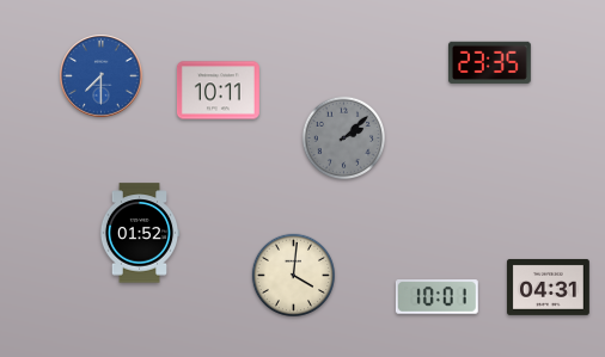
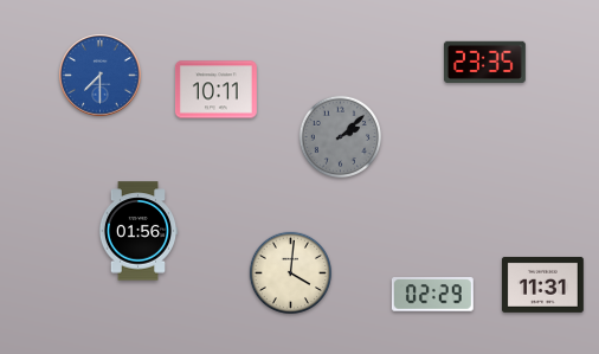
clock at (140, 233): 01:52 -> 01:56
clock at (548, 287): 04:31 -> 11:31
clock at (436, 297): 10:01 -> 02:29
